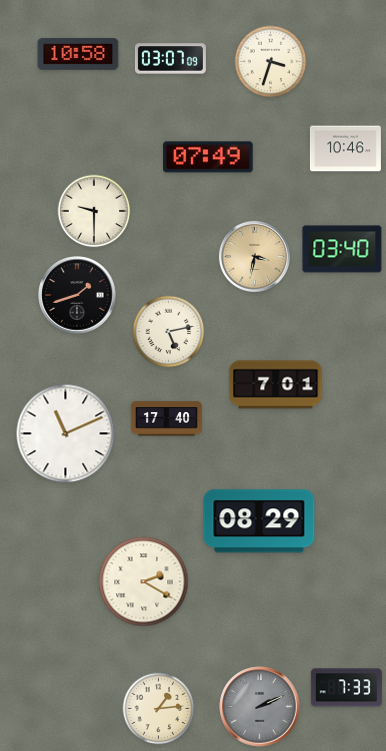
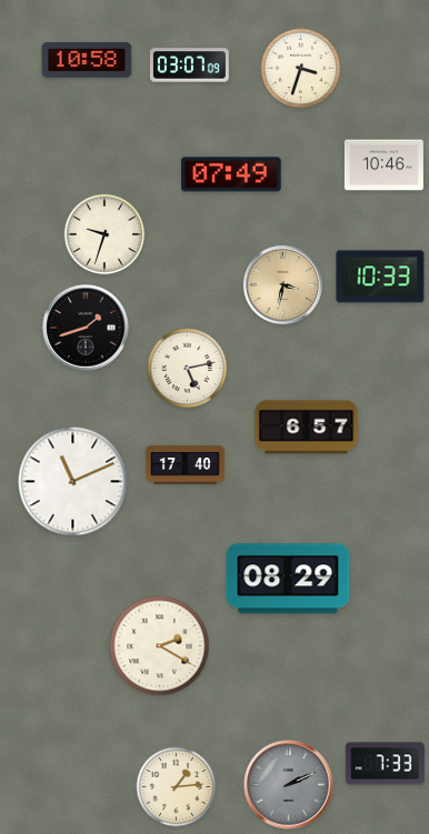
clock at (94, 211): 9:30 -> 9:33
clock at (342, 249): 03:40 -> 10:33
clock at (276, 385): 7:01 -> 6:57
